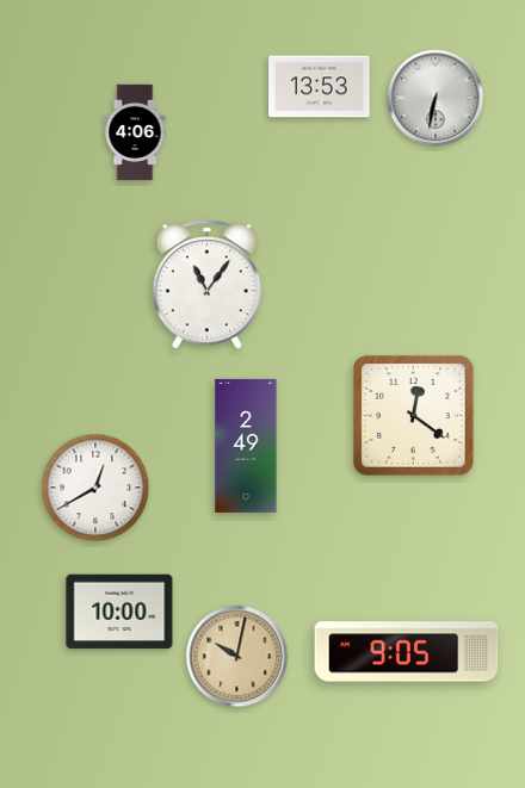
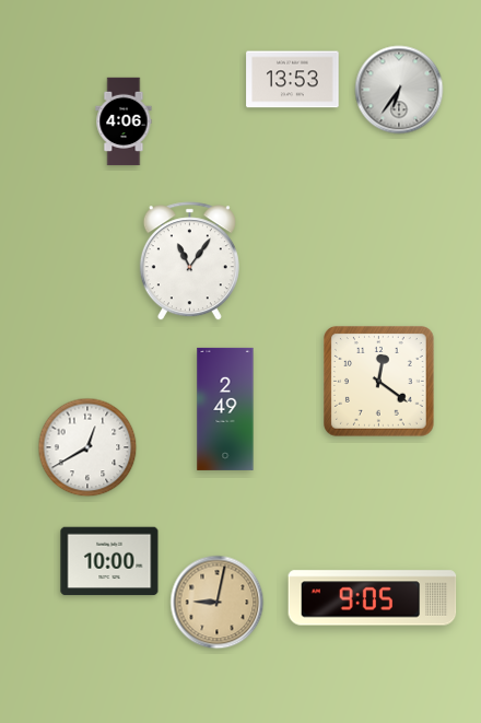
clock at (436, 98): 6:32 -> 6:36
clock at (237, 657): 10:02 -> 9:02
